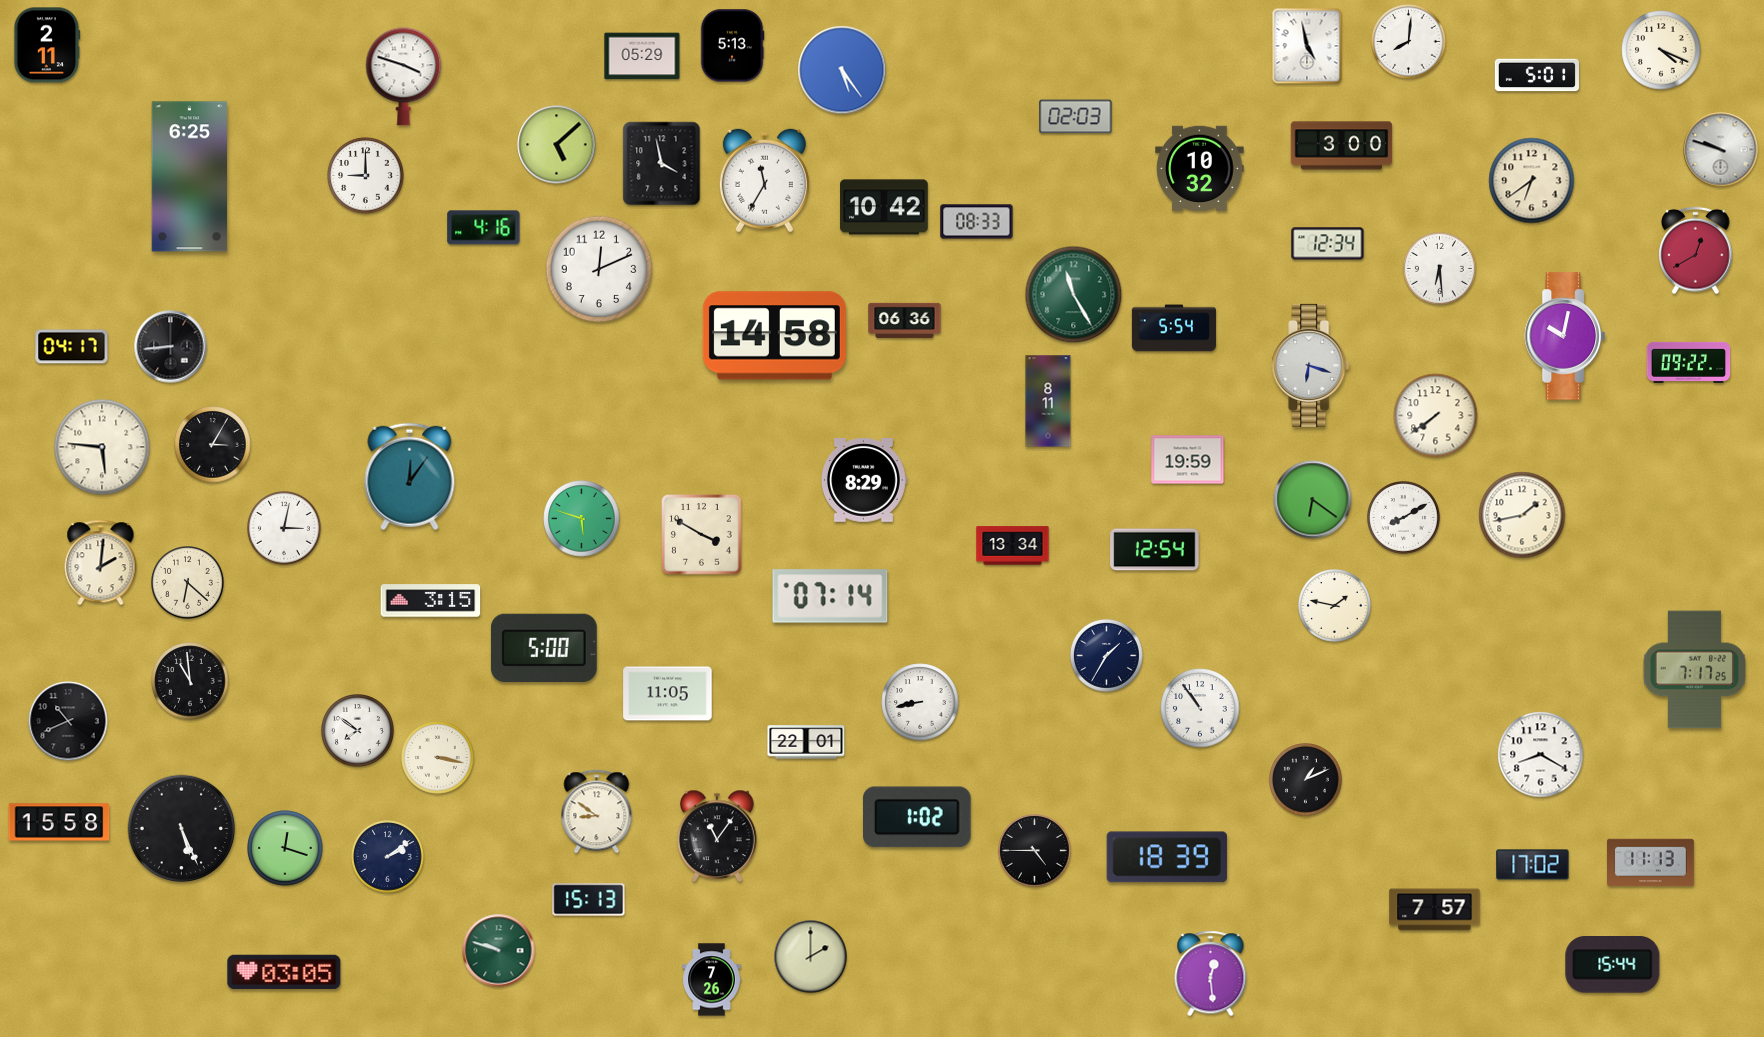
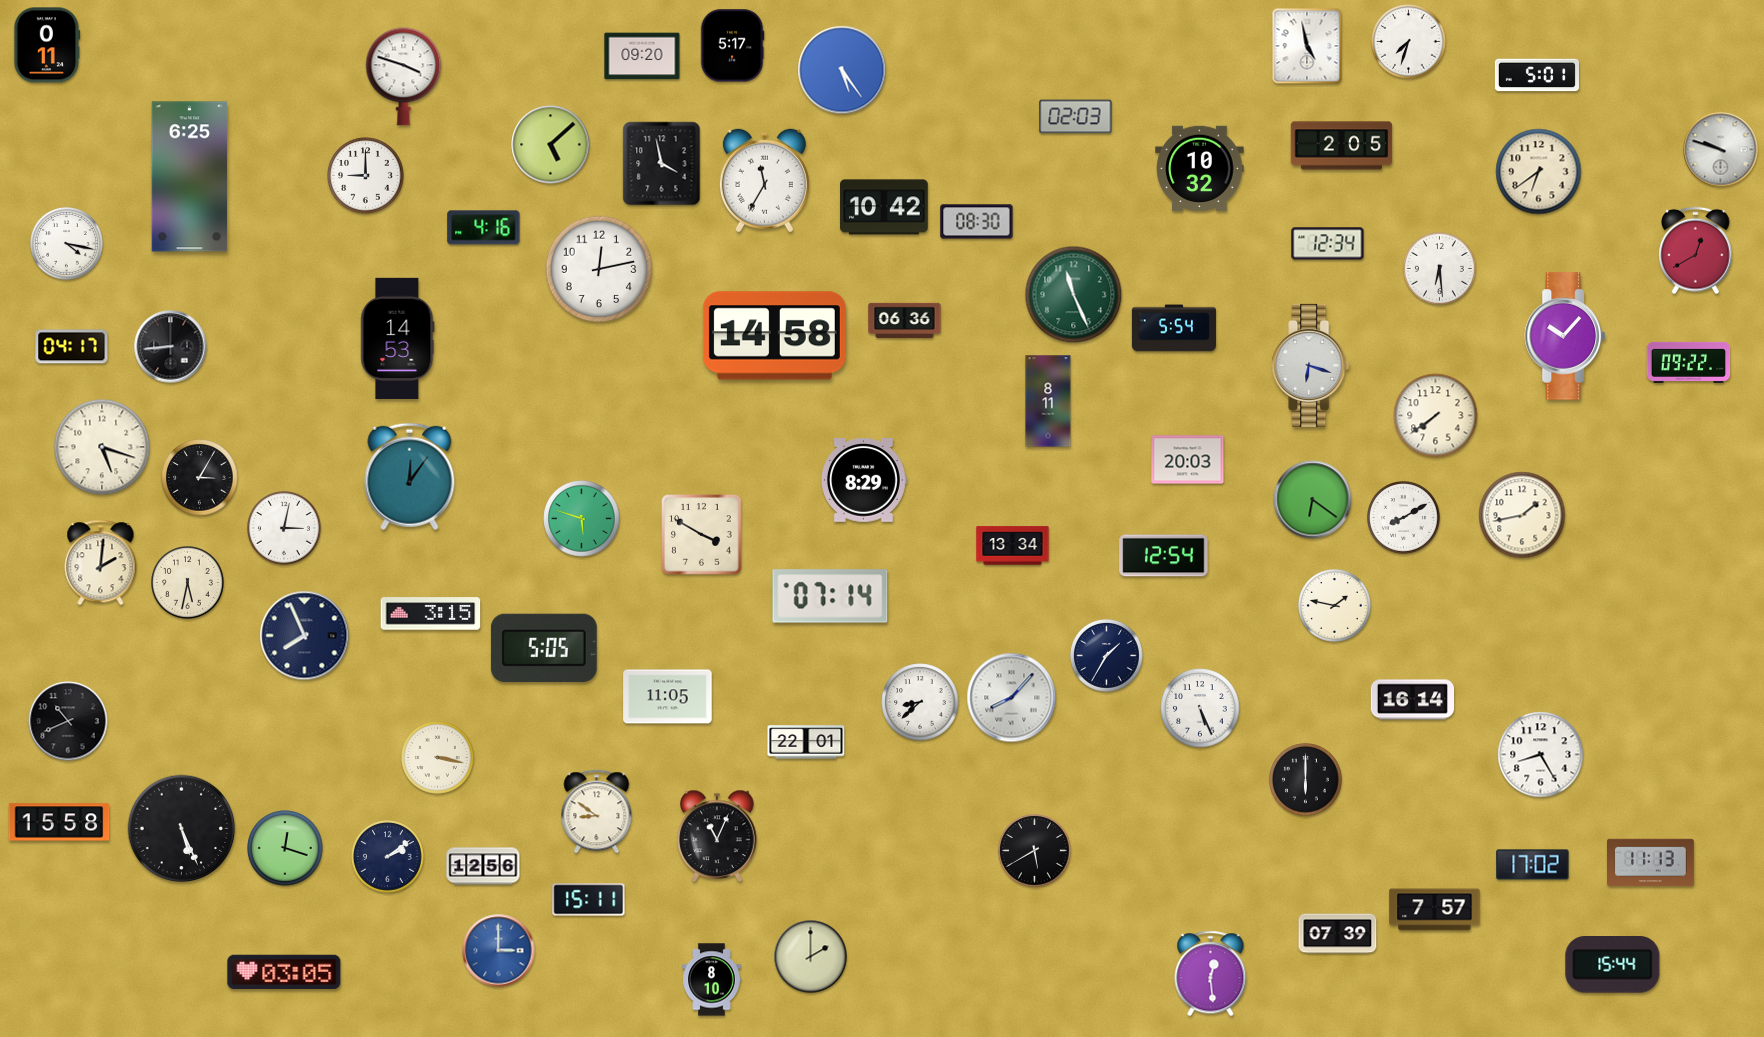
clock at (1409, 42): 8:01 -> 7:33
clock at (47, 45): 2:11 -> 0:11
clock at (732, 46): 5:13 -> 5:17
clock at (1661, 50): 4:19 -> none
clock at (642, 56): 05:29 -> 09:20
clock at (557, 145) position: (557, 145) -> (551, 145)
clock at (1342, 146): 3:00 -> 2:05
clock at (1532, 181) position: (1532, 181) -> (1539, 172)
clock at (977, 222): 08:33 -> 08:30
clock at (67, 244): none -> 4:17
clock at (599, 269): 12:11 -> 12:13
clock at (1074, 295): 11:25 -> 11:26
clock at (1565, 336): 10:02 -> 10:07
clock at (398, 338): none -> 14:53
clock at (213, 445) position: (213, 445) -> (200, 478)
clock at (102, 447): 5:46 -> 5:18
clock at (1188, 460): 19:59 -> 20:03
clock at (1155, 550) position: (1155, 550) -> (1164, 556)
clock at (188, 583): 6:22 -> 5:32
clock at (431, 601) position: (431, 601) -> (431, 614)
clock at (305, 636): none -> 7:56
clock at (544, 647): 5:00 -> 5:05
clock at (1694, 670): 7:17 -> none
clock at (190, 681): 10:59 -> none
clock at (668, 694) position: (668, 694) -> (668, 697)
clock at (1012, 698): none -> 8:07
clock at (1413, 700): none -> 16:14
clock at (920, 702): 8:43 -> 8:38
clock at (1200, 708): 10:54 -> 5:26
clock at (358, 731): 7:51 -> none
clock at (1541, 755): 8:20 -> 8:25
clock at (1306, 780): 1:11 -> 6:00
clock at (918, 817): 1:02 -> none
clock at (717, 836): 11:06 -> 11:04
clock at (1035, 851): 4:45 -> 5:40
clock at (1167, 857): 18:39 -> none
clock at (483, 866): none -> 12:56
clock at (589, 900): 15:13 -> 15:11
clock at (1338, 934): none -> 07:39
clock at (499, 951): 9:48 -> 3:00
clock at (499, 951) dial: green -> blue
clock at (712, 980): 7:26 -> 8:10
